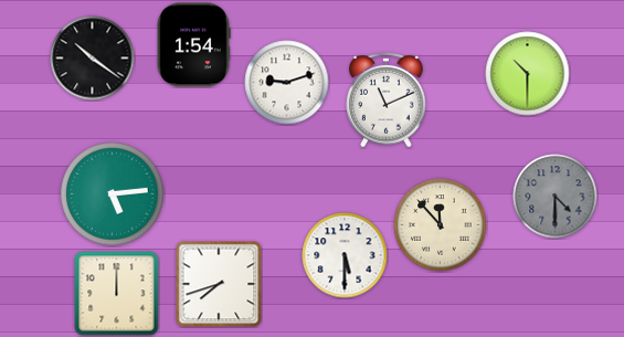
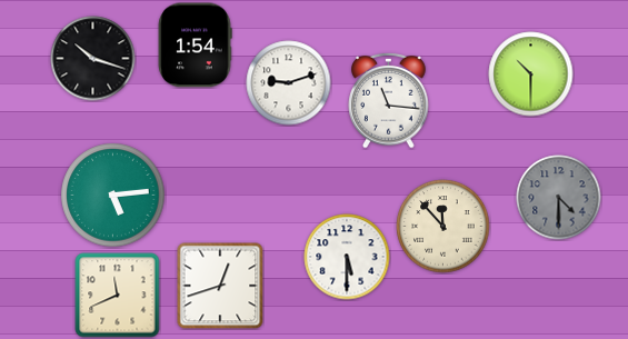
clock at (93, 59): 10:21 -> 10:18
clock at (387, 99): 11:11 -> 11:16
clock at (219, 284): 7:42 -> 12:42
clock at (117, 294): 12:00 -> 11:41
